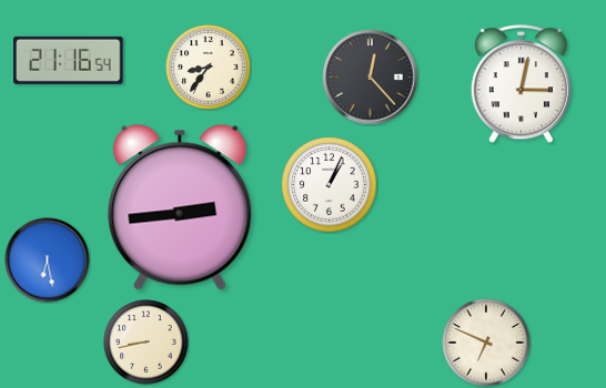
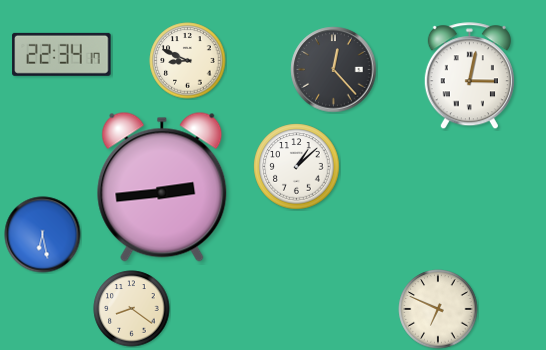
clock at (69, 60): 21:16 -> 22:34
clock at (209, 68): 8:36 -> 8:49
clock at (330, 185): 1:04 -> 1:08
clock at (147, 343): 8:43 -> 8:21
